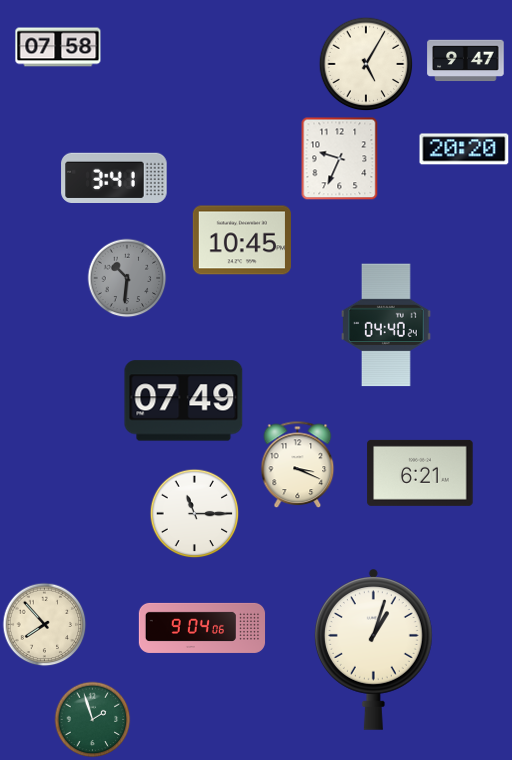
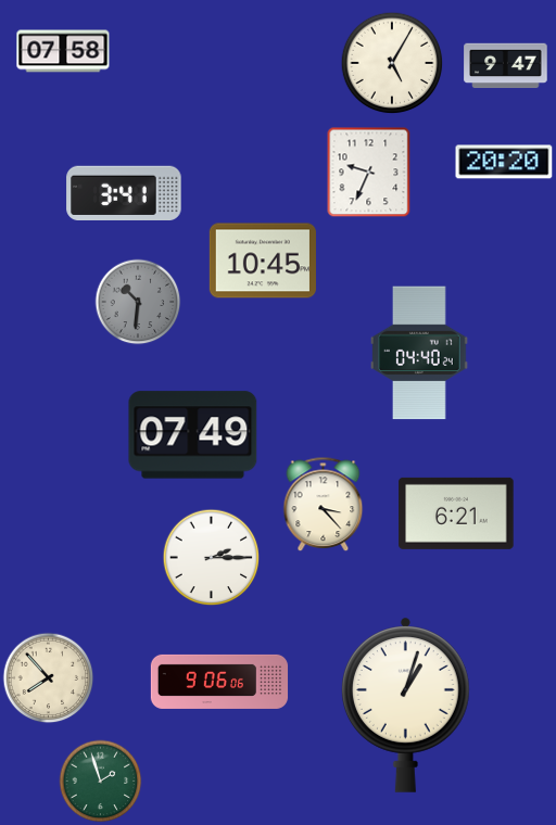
clock at (366, 64) position: (366, 64) -> (392, 63)
clock at (184, 401) position: (184, 401) -> (193, 435)
clock at (298, 465): 3:19 -> 3:23
clock at (195, 514): 11:15 -> 2:15
clock at (202, 628): 9:04 -> 9:06
